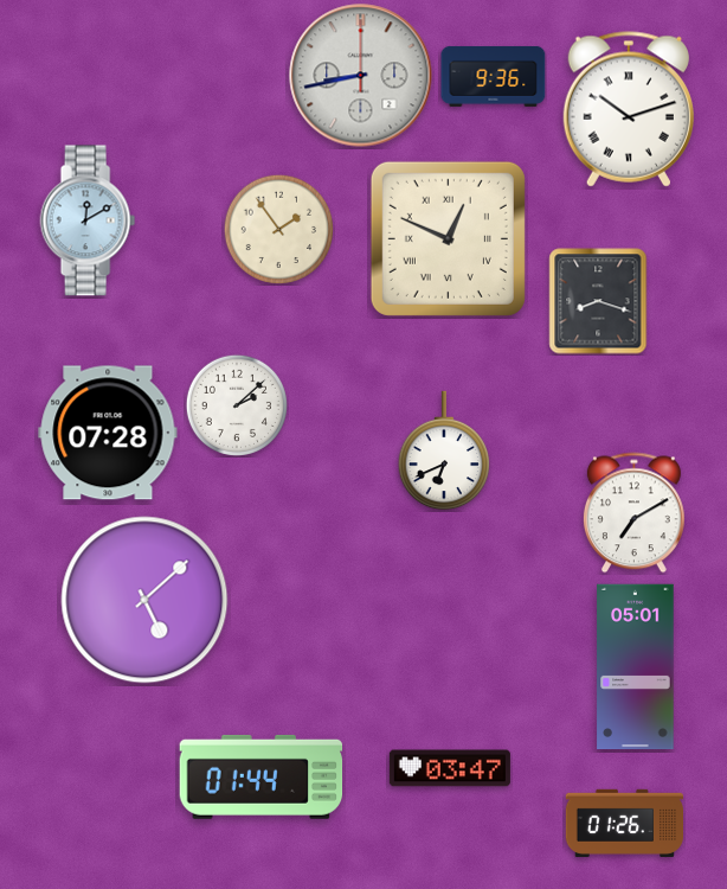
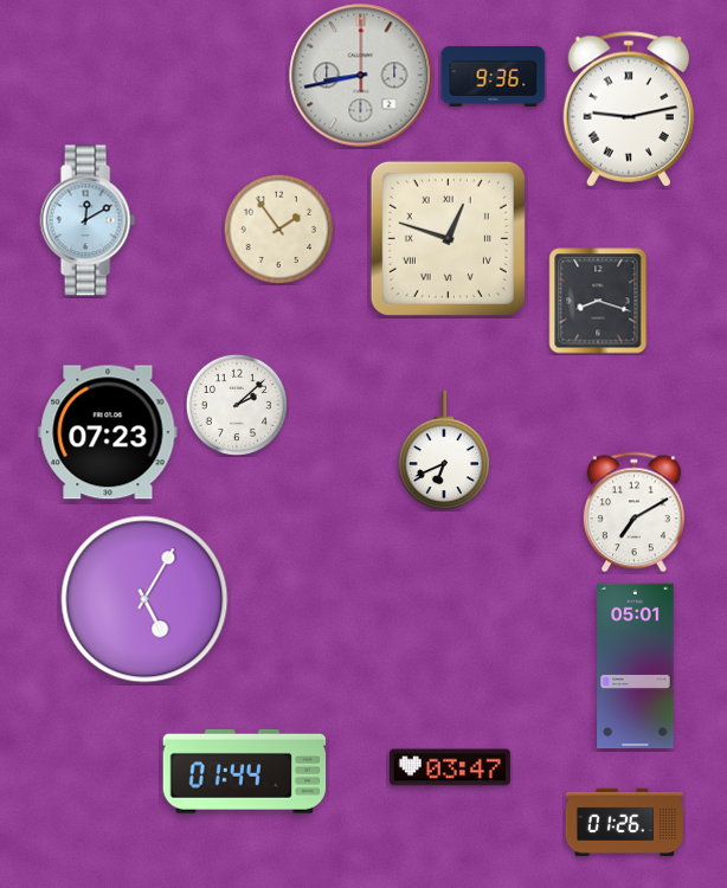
clock at (629, 109): 10:12 -> 9:13
clock at (448, 238): 12:49 -> 12:48
clock at (108, 433): 07:28 -> 07:23
clock at (144, 600): 5:08 -> 5:05
clock at (262, 776) position: (262, 776) -> (245, 771)
